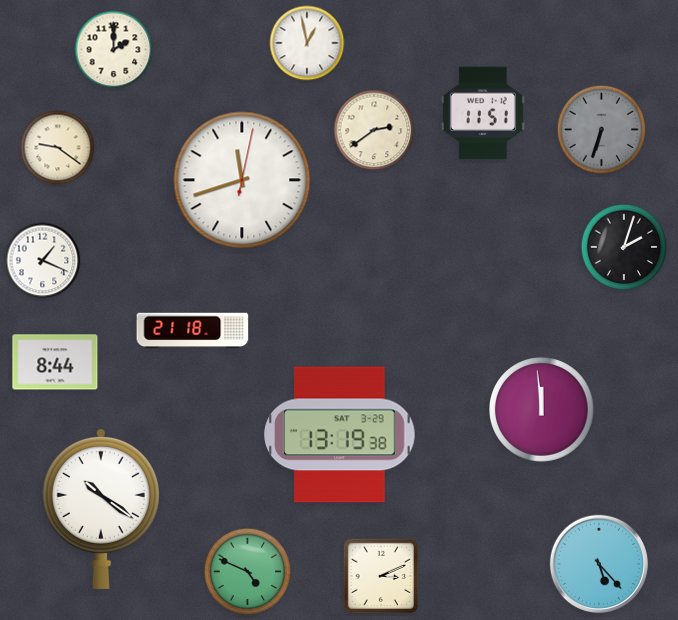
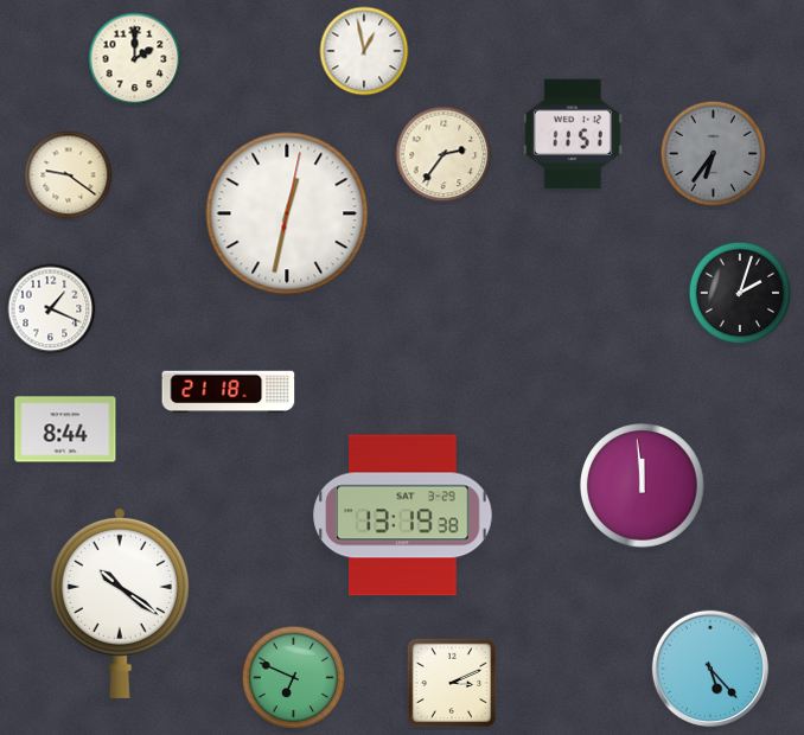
clock at (374, 130): 2:39 -> 2:36
clock at (602, 130): 6:33 -> 6:36
clock at (242, 180): 11:42 -> 12:32
clock at (248, 572): 4:49 -> 6:49
